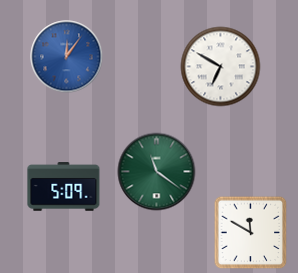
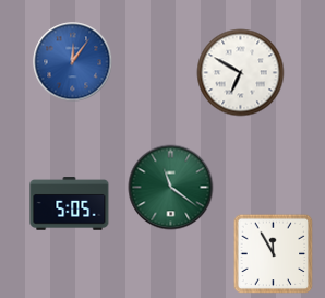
clock at (64, 187): 5:09 -> 5:05
clock at (251, 233): 11:50 -> 11:55
